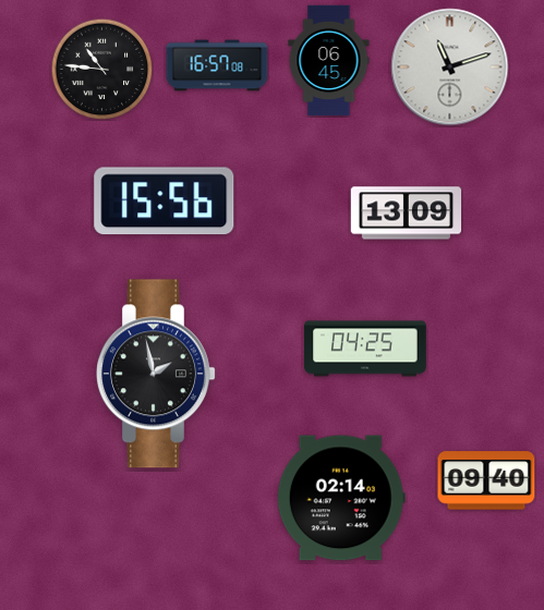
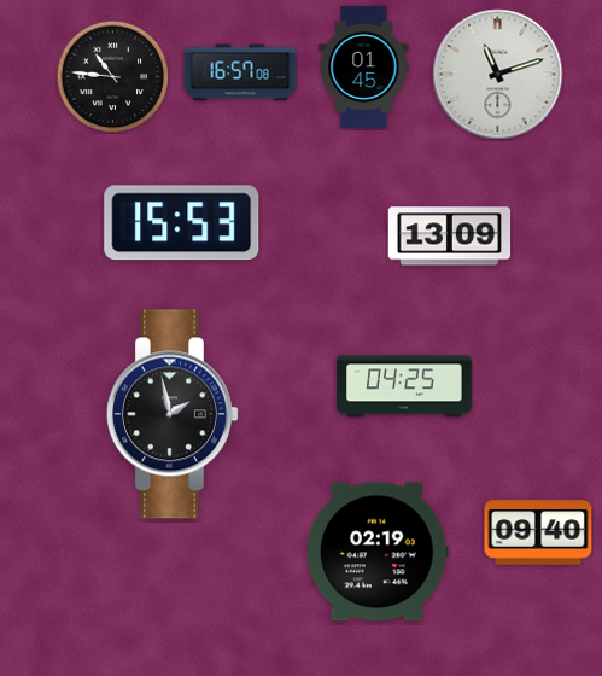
clock at (329, 61): 06:45 -> 01:45
clock at (165, 202): 15:56 -> 15:53
clock at (341, 498): 02:14 -> 02:19
